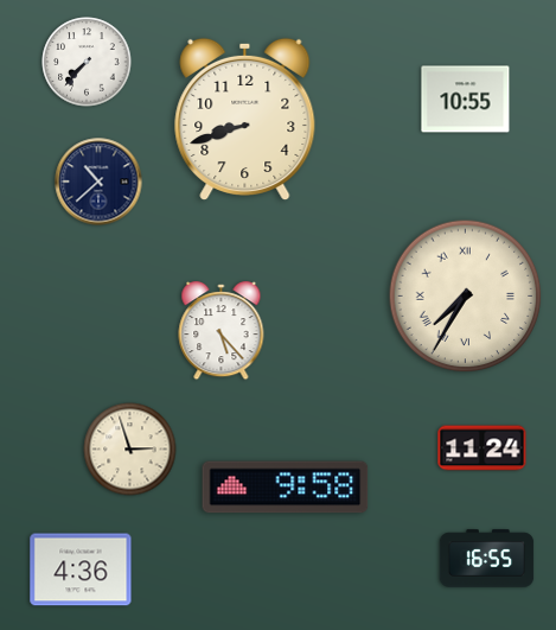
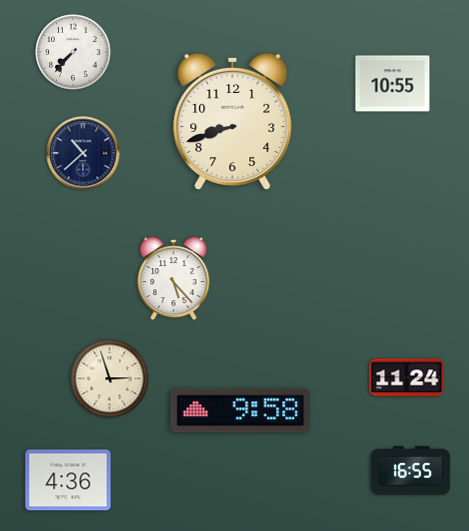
clock at (245, 120) position: (245, 120) -> (233, 122)
clock at (466, 297): 7:35 -> none
clock at (222, 331) position: (222, 331) -> (174, 279)
